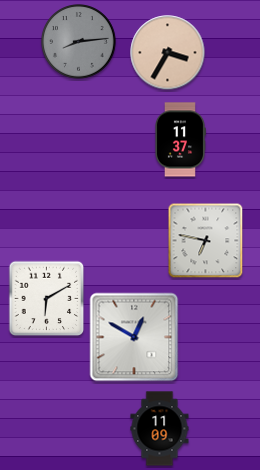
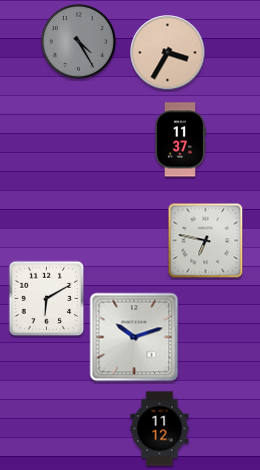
clock at (79, 42): 8:14 -> 4:25
clock at (134, 337): 12:50 -> 10:12
clock at (160, 429): 11:09 -> 11:12
